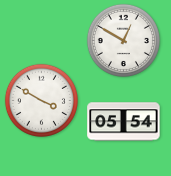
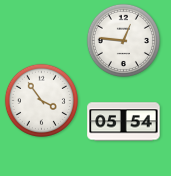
clock at (123, 40): 12:50 -> 12:46
clock at (41, 100): 3:50 -> 3:54
